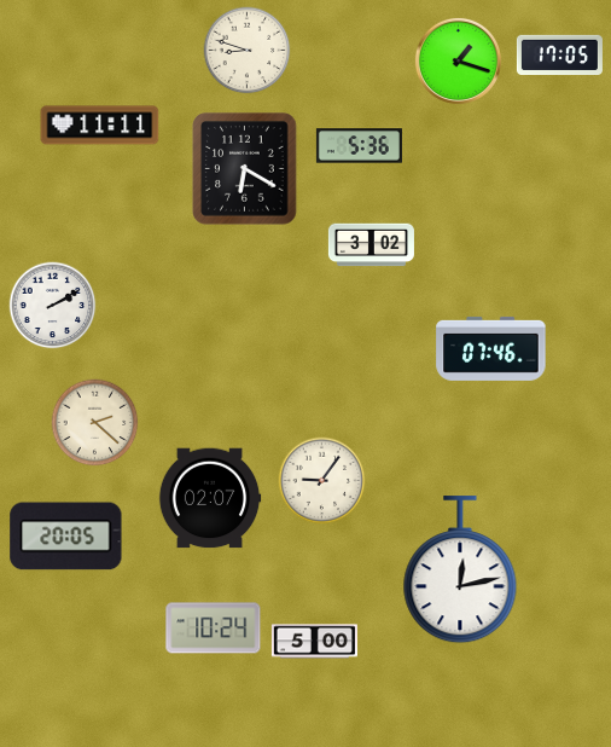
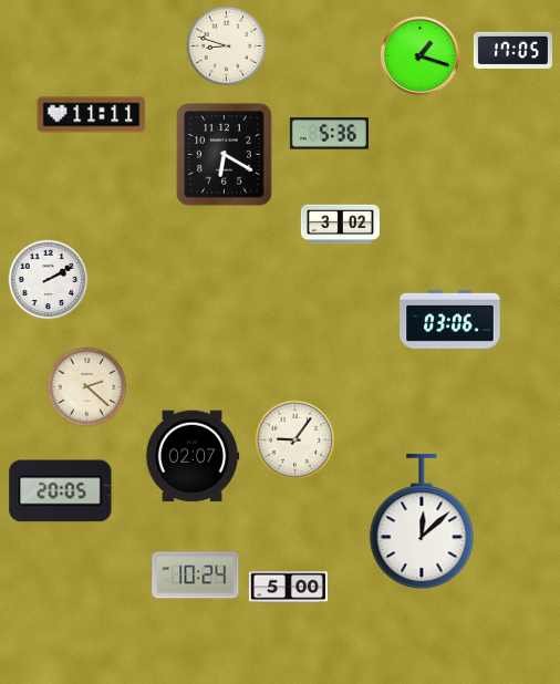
clock at (491, 348): 07:46 -> 03:06
clock at (460, 571): 12:13 -> 12:08
